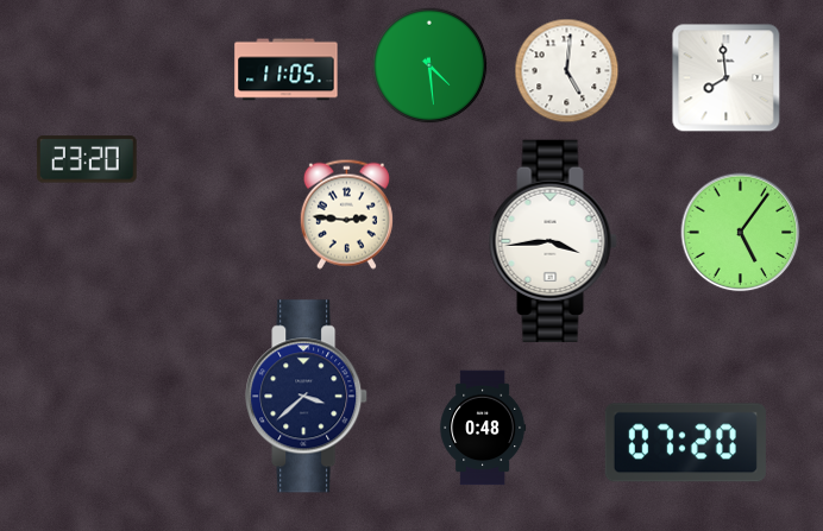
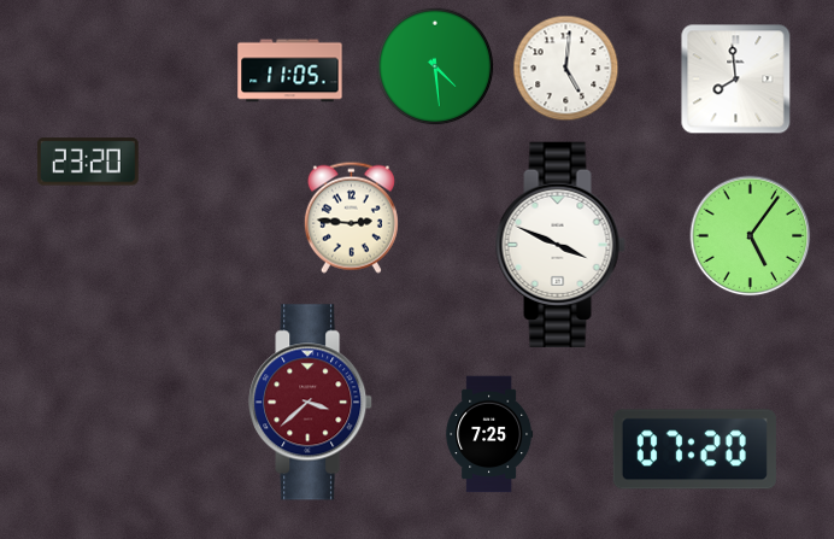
clock at (567, 71) position: (567, 71) -> (566, 69)
clock at (553, 241): 3:44 -> 3:49
clock at (307, 397) dial: navy -> burgundy
clock at (483, 428): 0:48 -> 7:25
